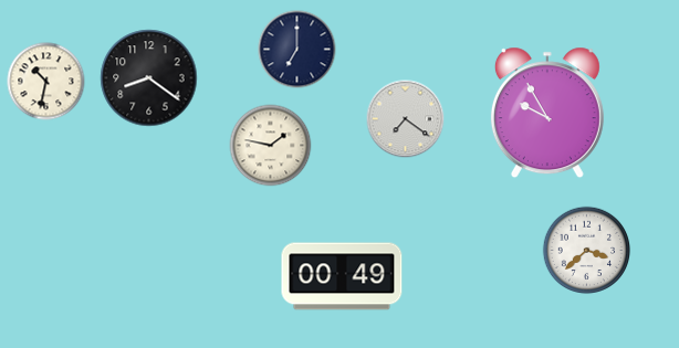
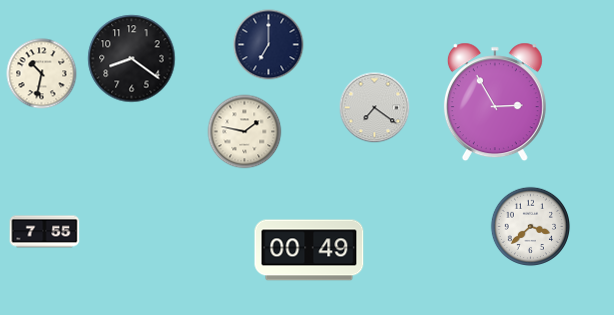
clock at (149, 78) position: (149, 78) -> (132, 59)
clock at (547, 113): 9:55 -> 2:55
clock at (406, 119) position: (406, 119) -> (375, 108)
clock at (45, 232): none -> 7:55
